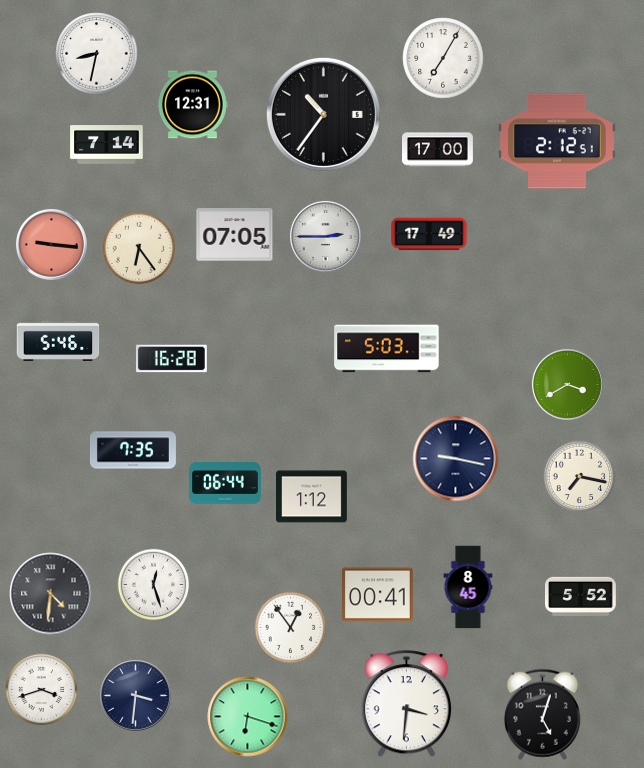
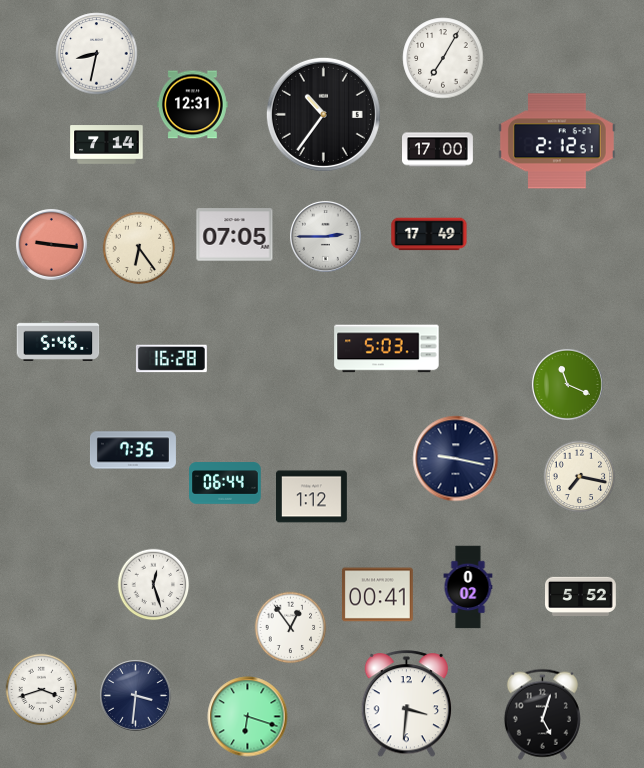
clock at (568, 385): 3:40 -> 11:19
clock at (468, 587): 8:45 -> 0:02
clock at (51, 594): 4:31 -> none
